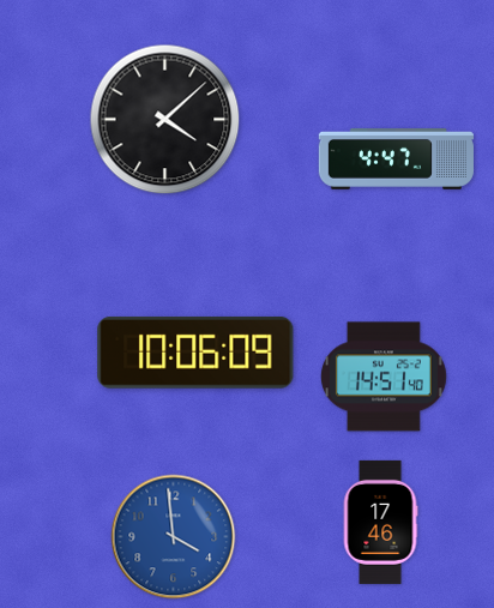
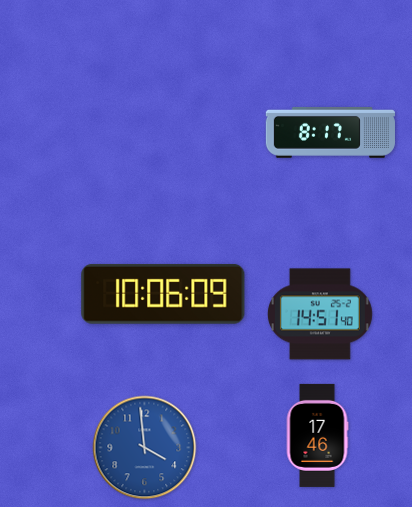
clock at (165, 120): 4:08 -> none
clock at (396, 159): 4:47 -> 8:17
